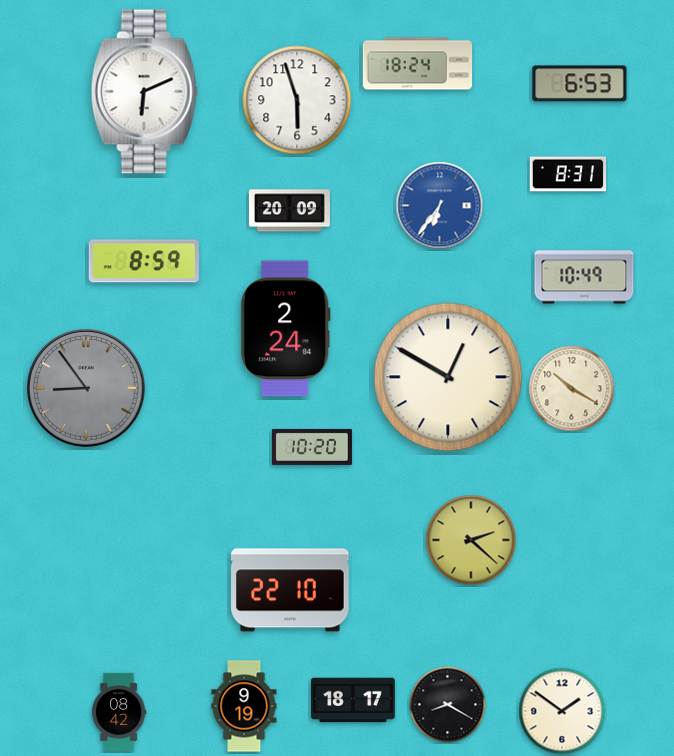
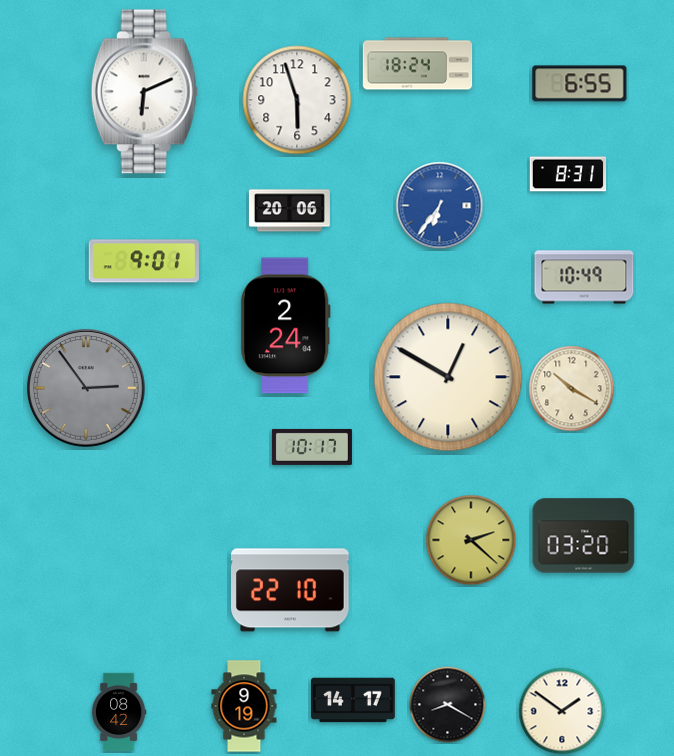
clock at (580, 84): 6:53 -> 6:55
clock at (289, 211): 20:09 -> 20:06
clock at (144, 261): 8:59 -> 9:01
clock at (285, 329) position: (285, 329) -> (285, 326)
clock at (86, 388): 8:54 -> 2:54
clock at (312, 447): 10:20 -> 10:17
clock at (584, 536): none -> 03:20
clock at (353, 700): 18:17 -> 14:17
